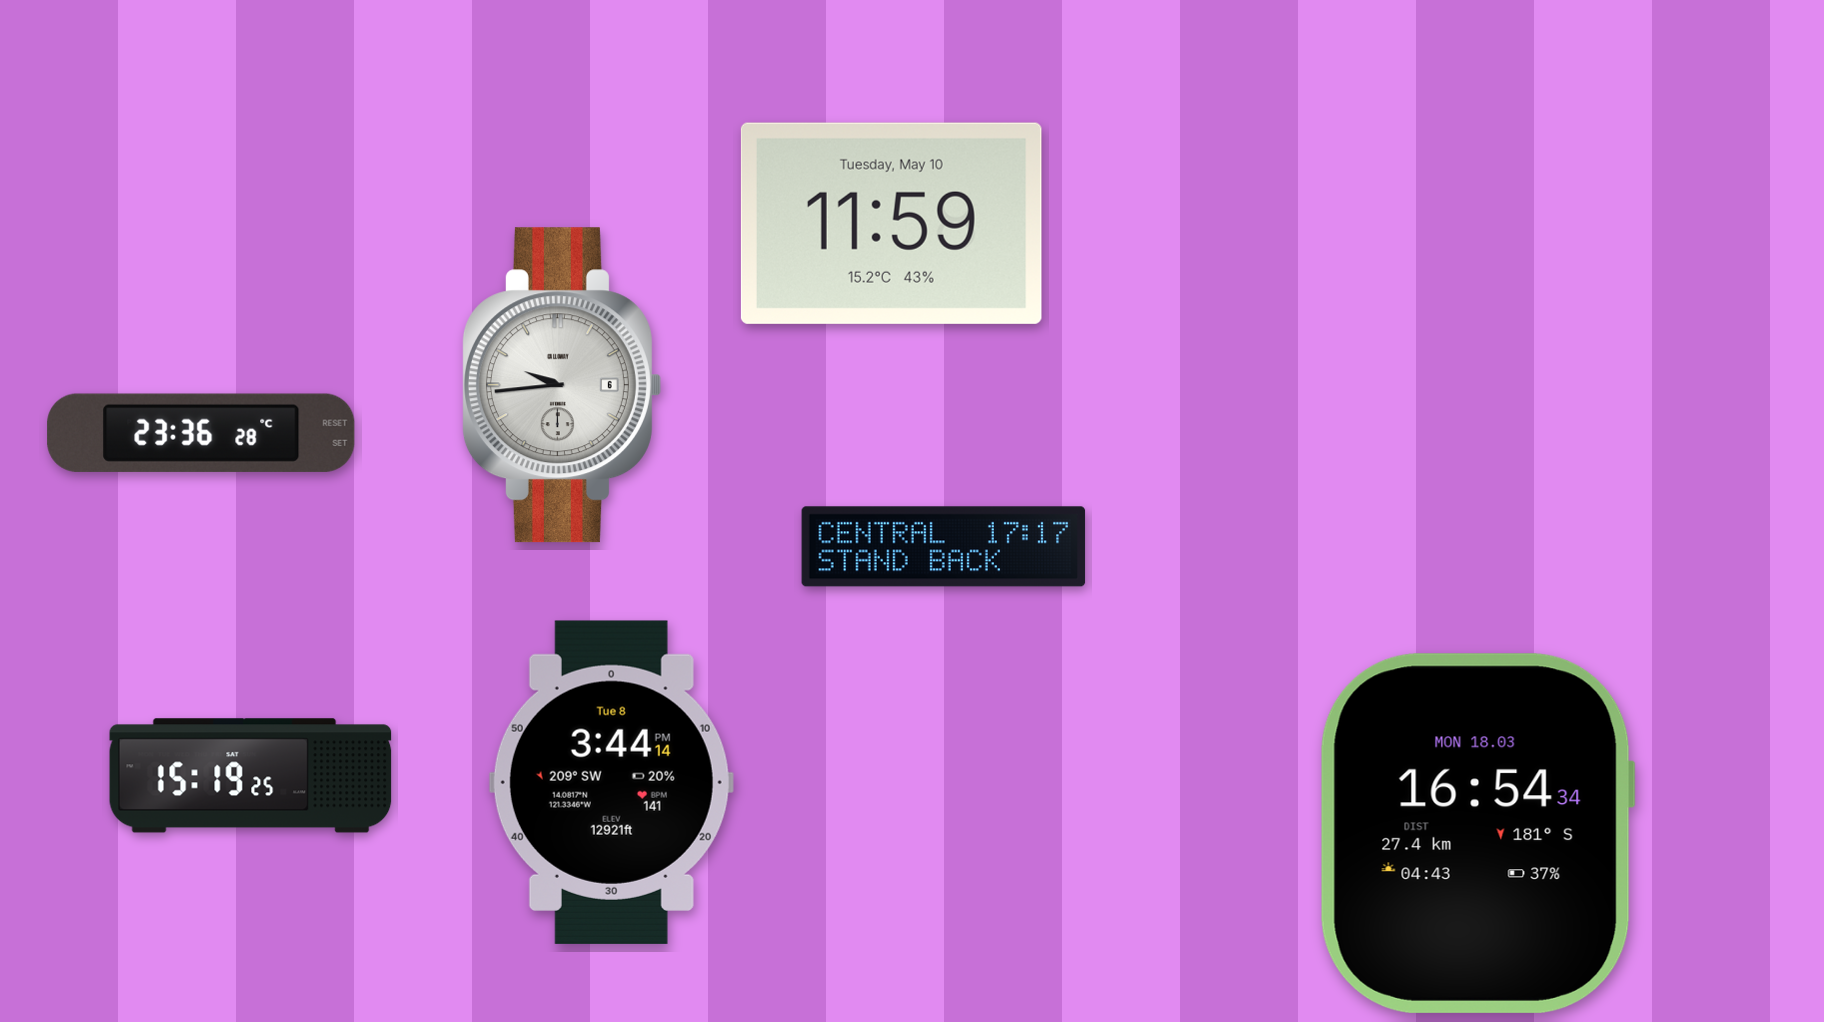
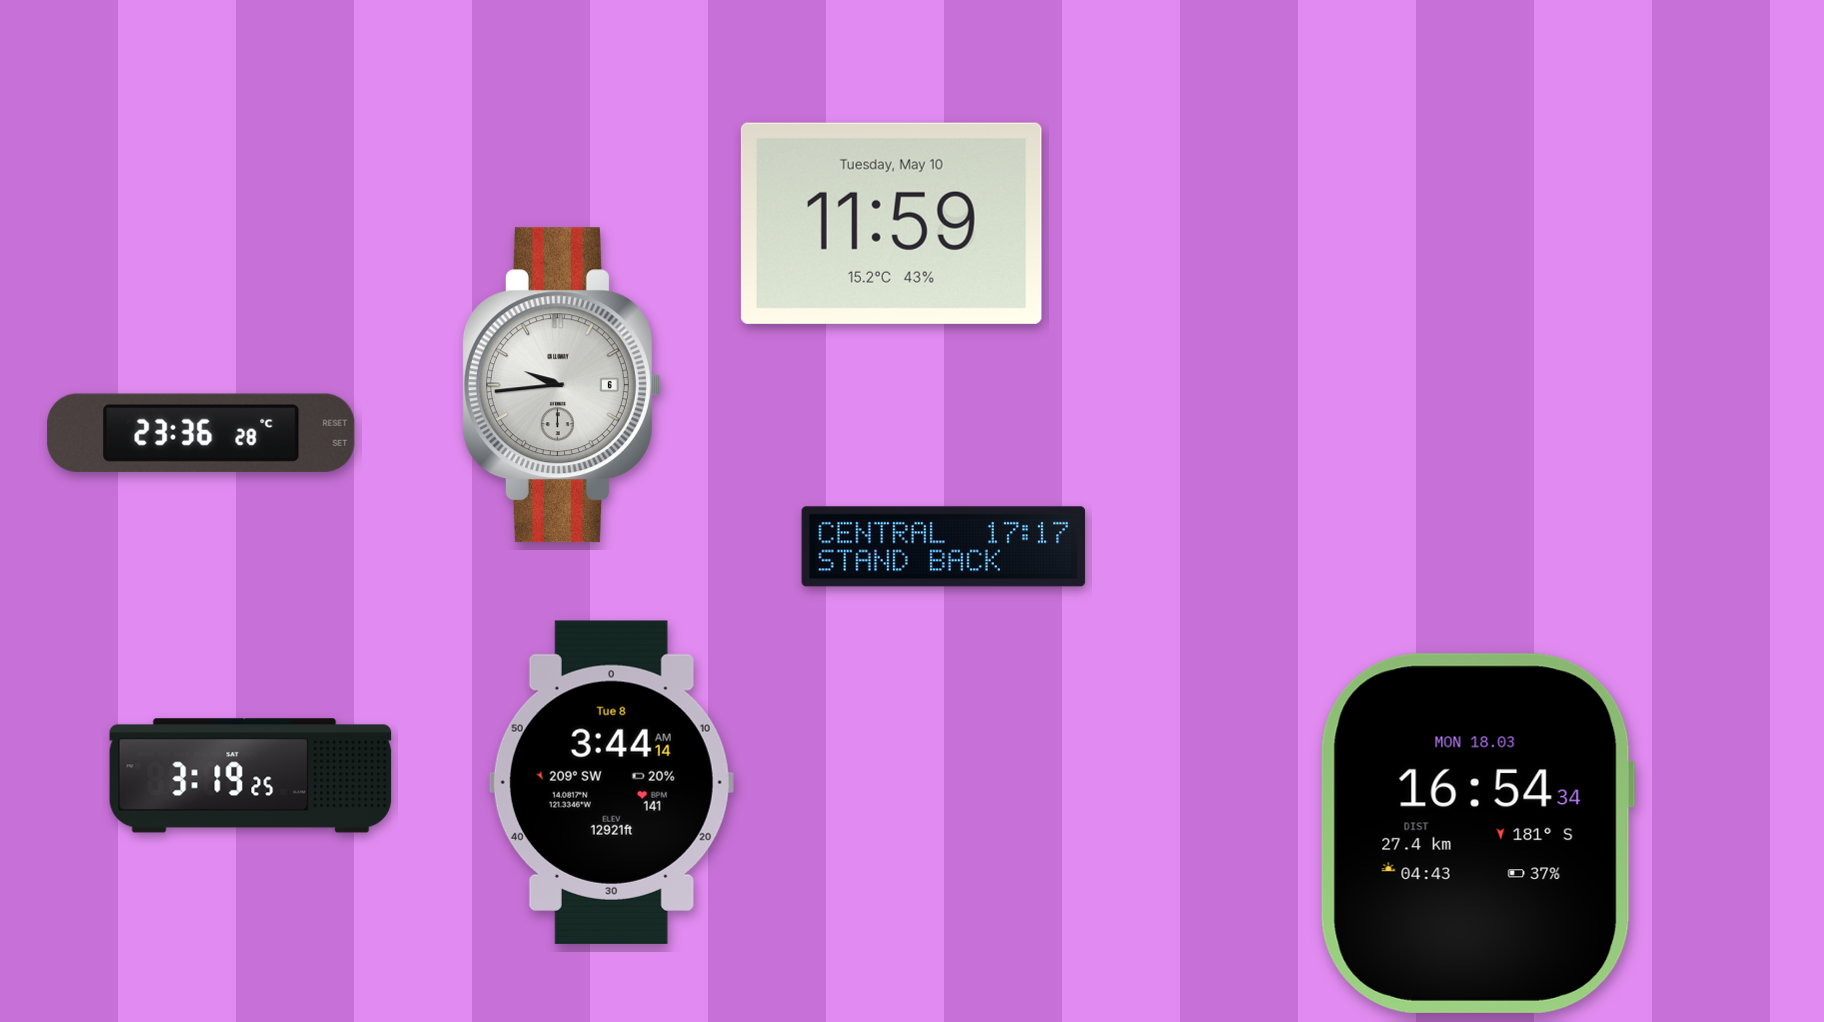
clock at (251, 776): 15:19 -> 3:19
clock at (611, 782): 3:44:14 PM -> 3:44:14 AM
